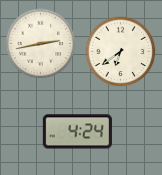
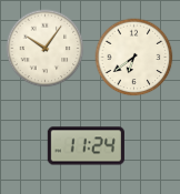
clock at (41, 44): 2:43 -> 10:06
clock at (77, 132): 4:24 -> 11:24
